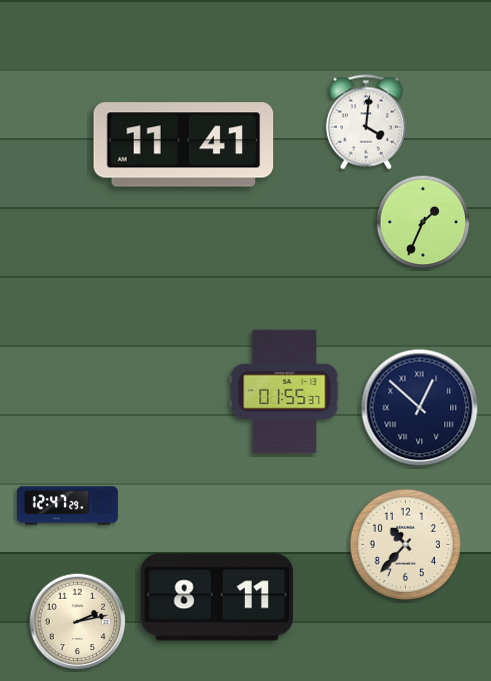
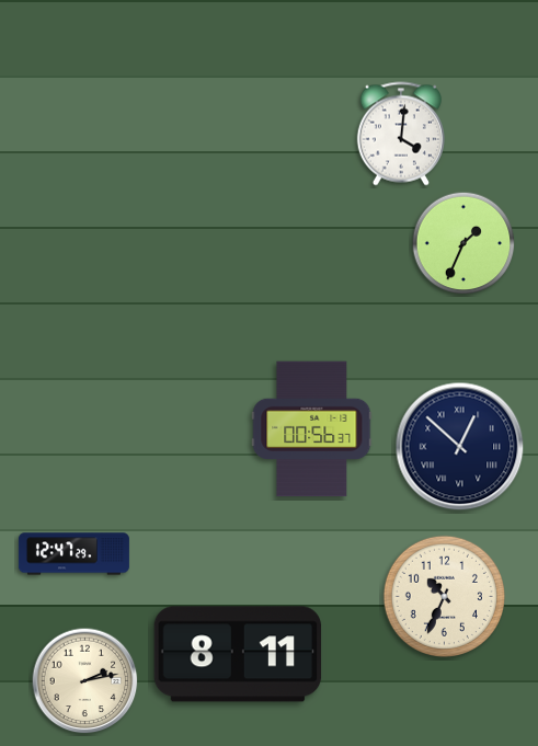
clock at (184, 145): 11:41 -> none
clock at (285, 392): 01:55 -> 00:56
clock at (405, 544): 10:37 -> 10:34
